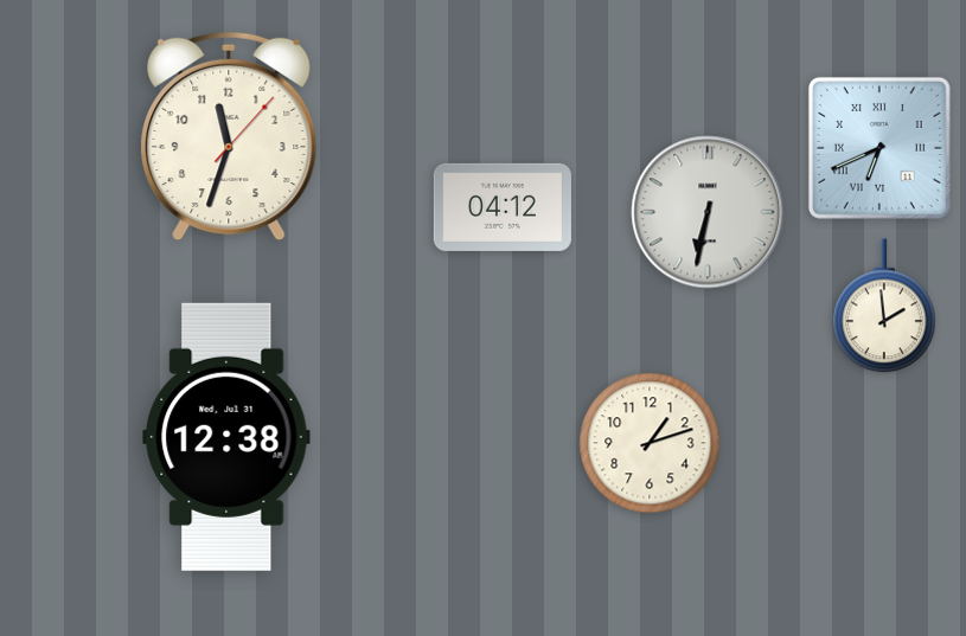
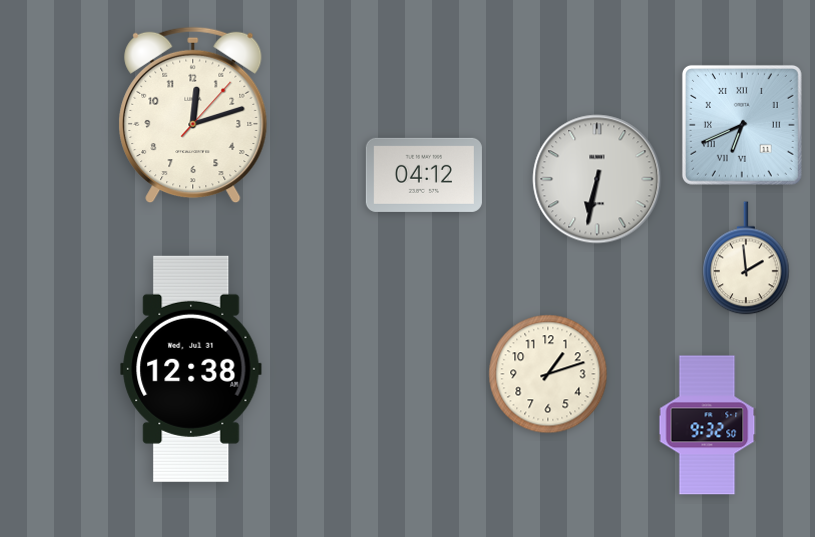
clock at (229, 136): 11:33 -> 12:12
clock at (707, 425): none -> 9:32
